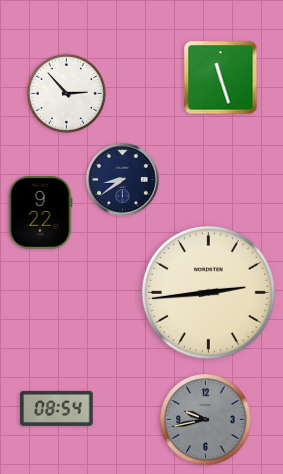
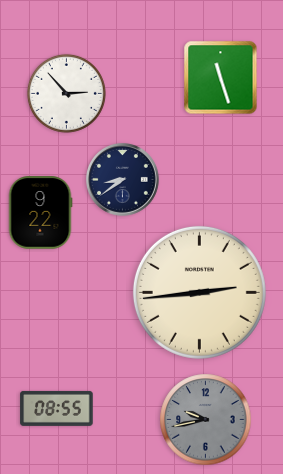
clock at (208, 292) position: (208, 292) -> (199, 292)
clock at (57, 408): 08:54 -> 08:55
